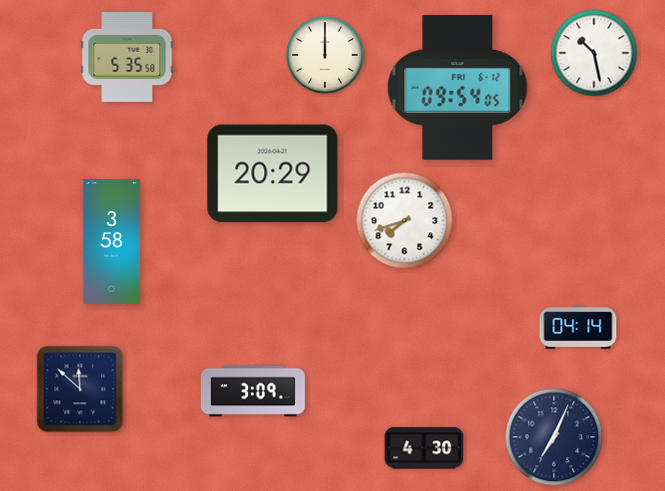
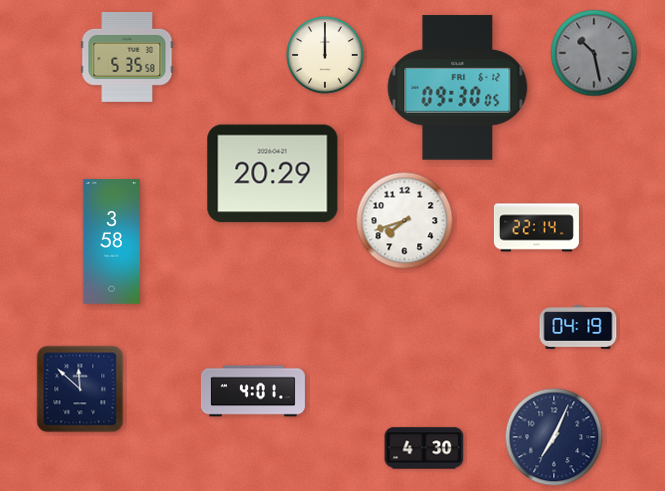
clock at (594, 53) dial: white -> grey
clock at (458, 88): 09:54 -> 09:30
clock at (536, 228): none -> 22:14
clock at (578, 327): 04:14 -> 04:19
clock at (253, 391): 3:09 -> 4:01
